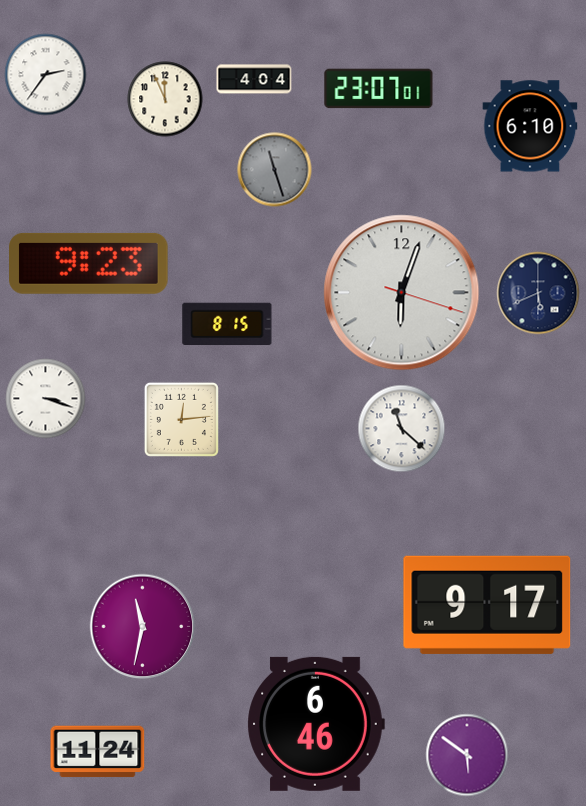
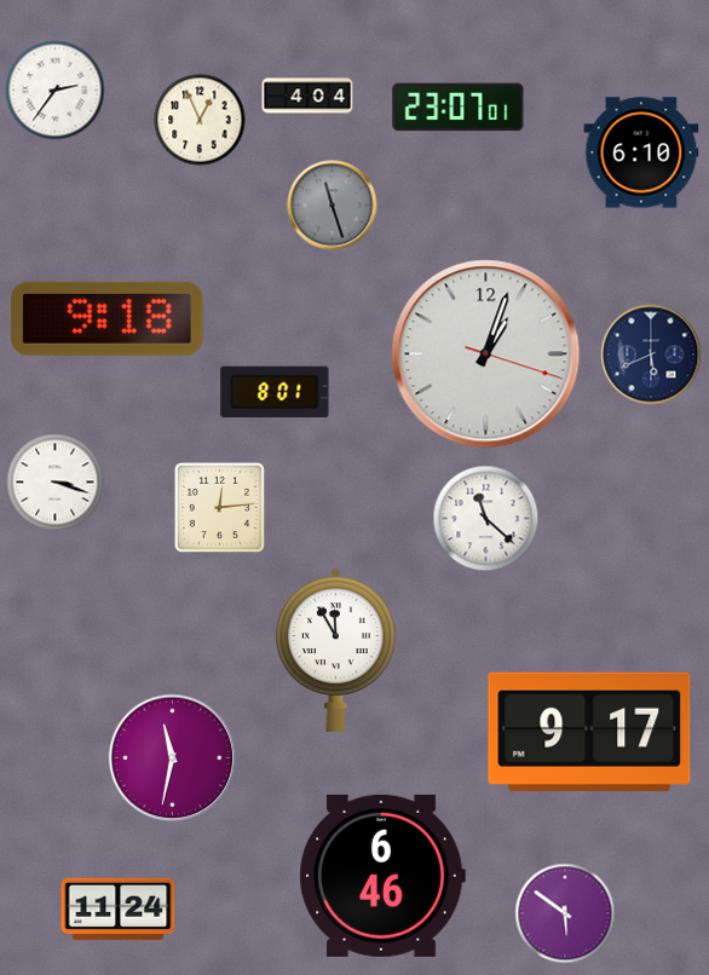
clock at (165, 99): 11:56 -> 12:56
clock at (89, 263): 9:23 -> 9:18
clock at (402, 293): 6:03 -> 1:03
clock at (227, 324): 8:15 -> 8:01
clock at (335, 650): none -> 11:55
